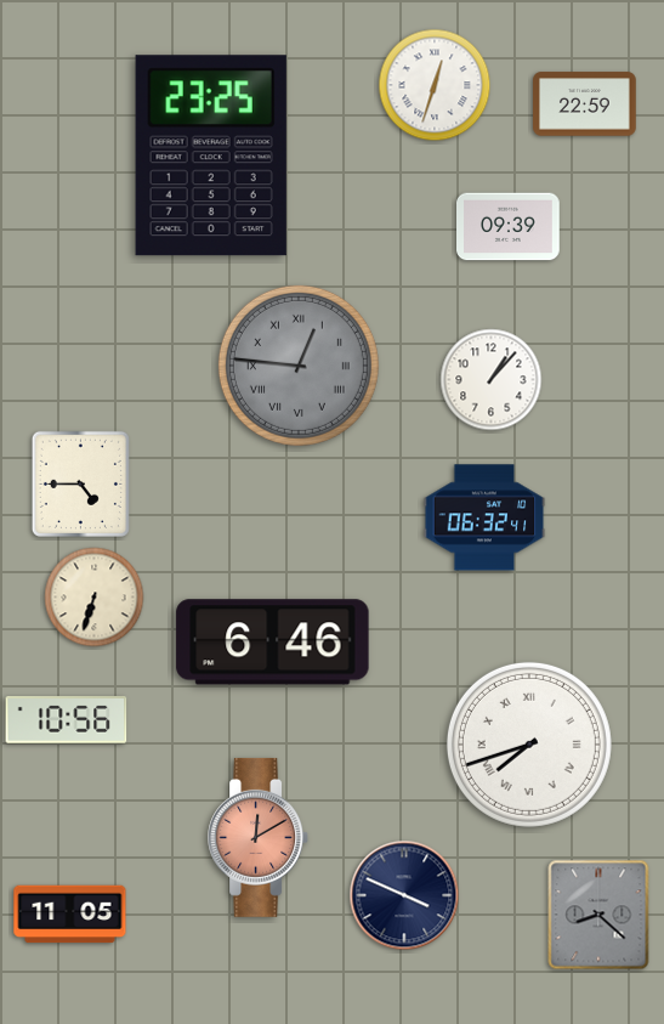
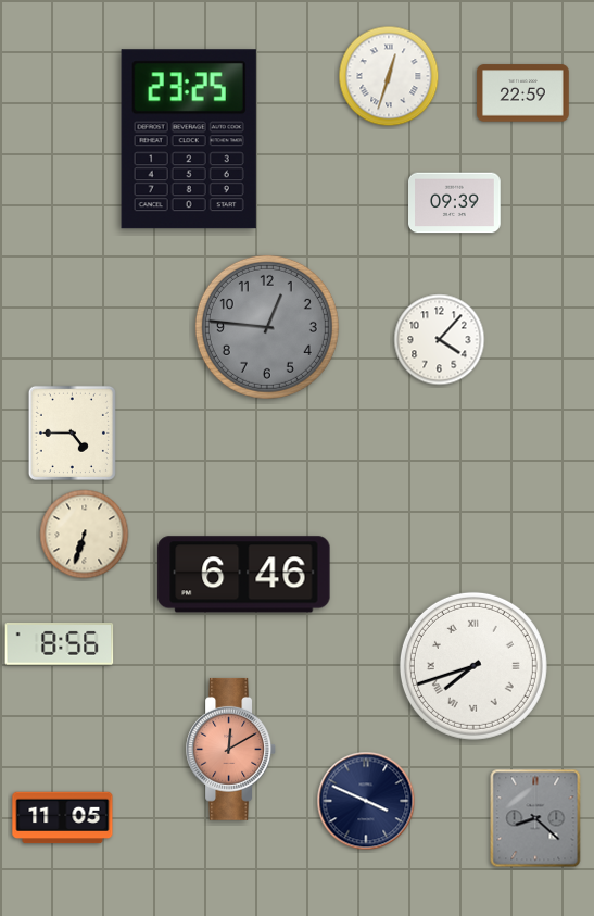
clock at (299, 366) numerals: Roman -> Arabic
clock at (492, 380): 1:07 -> 4:07
clock at (484, 517): 06:32 -> none
clock at (67, 720): 10:56 -> 8:56
clock at (404, 895) position: (404, 895) -> (366, 801)
